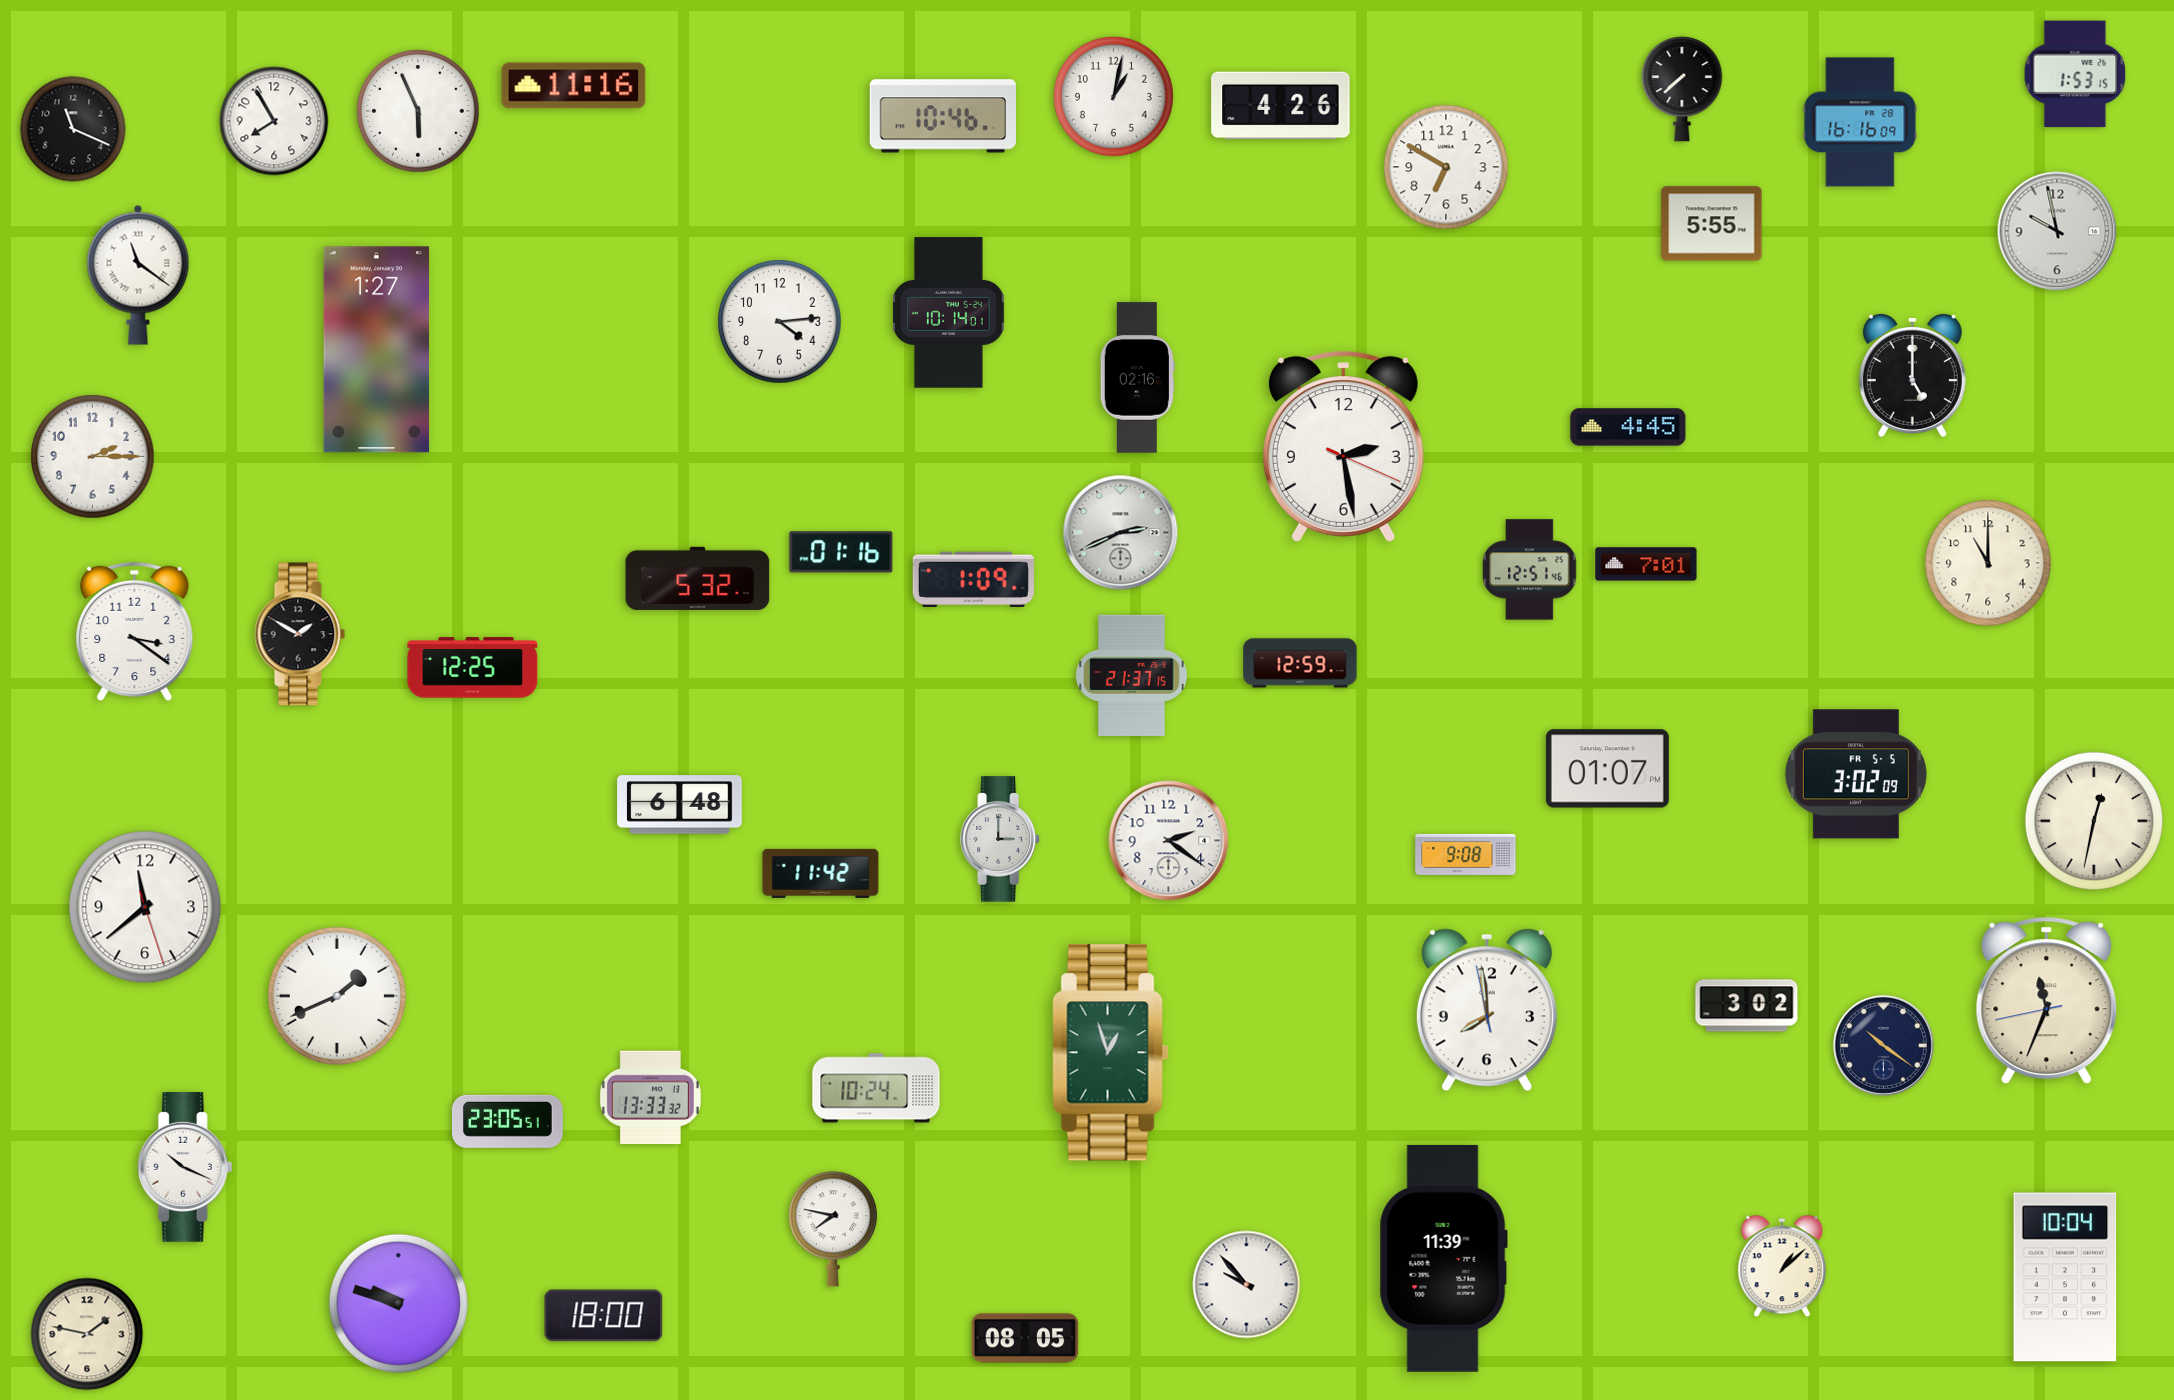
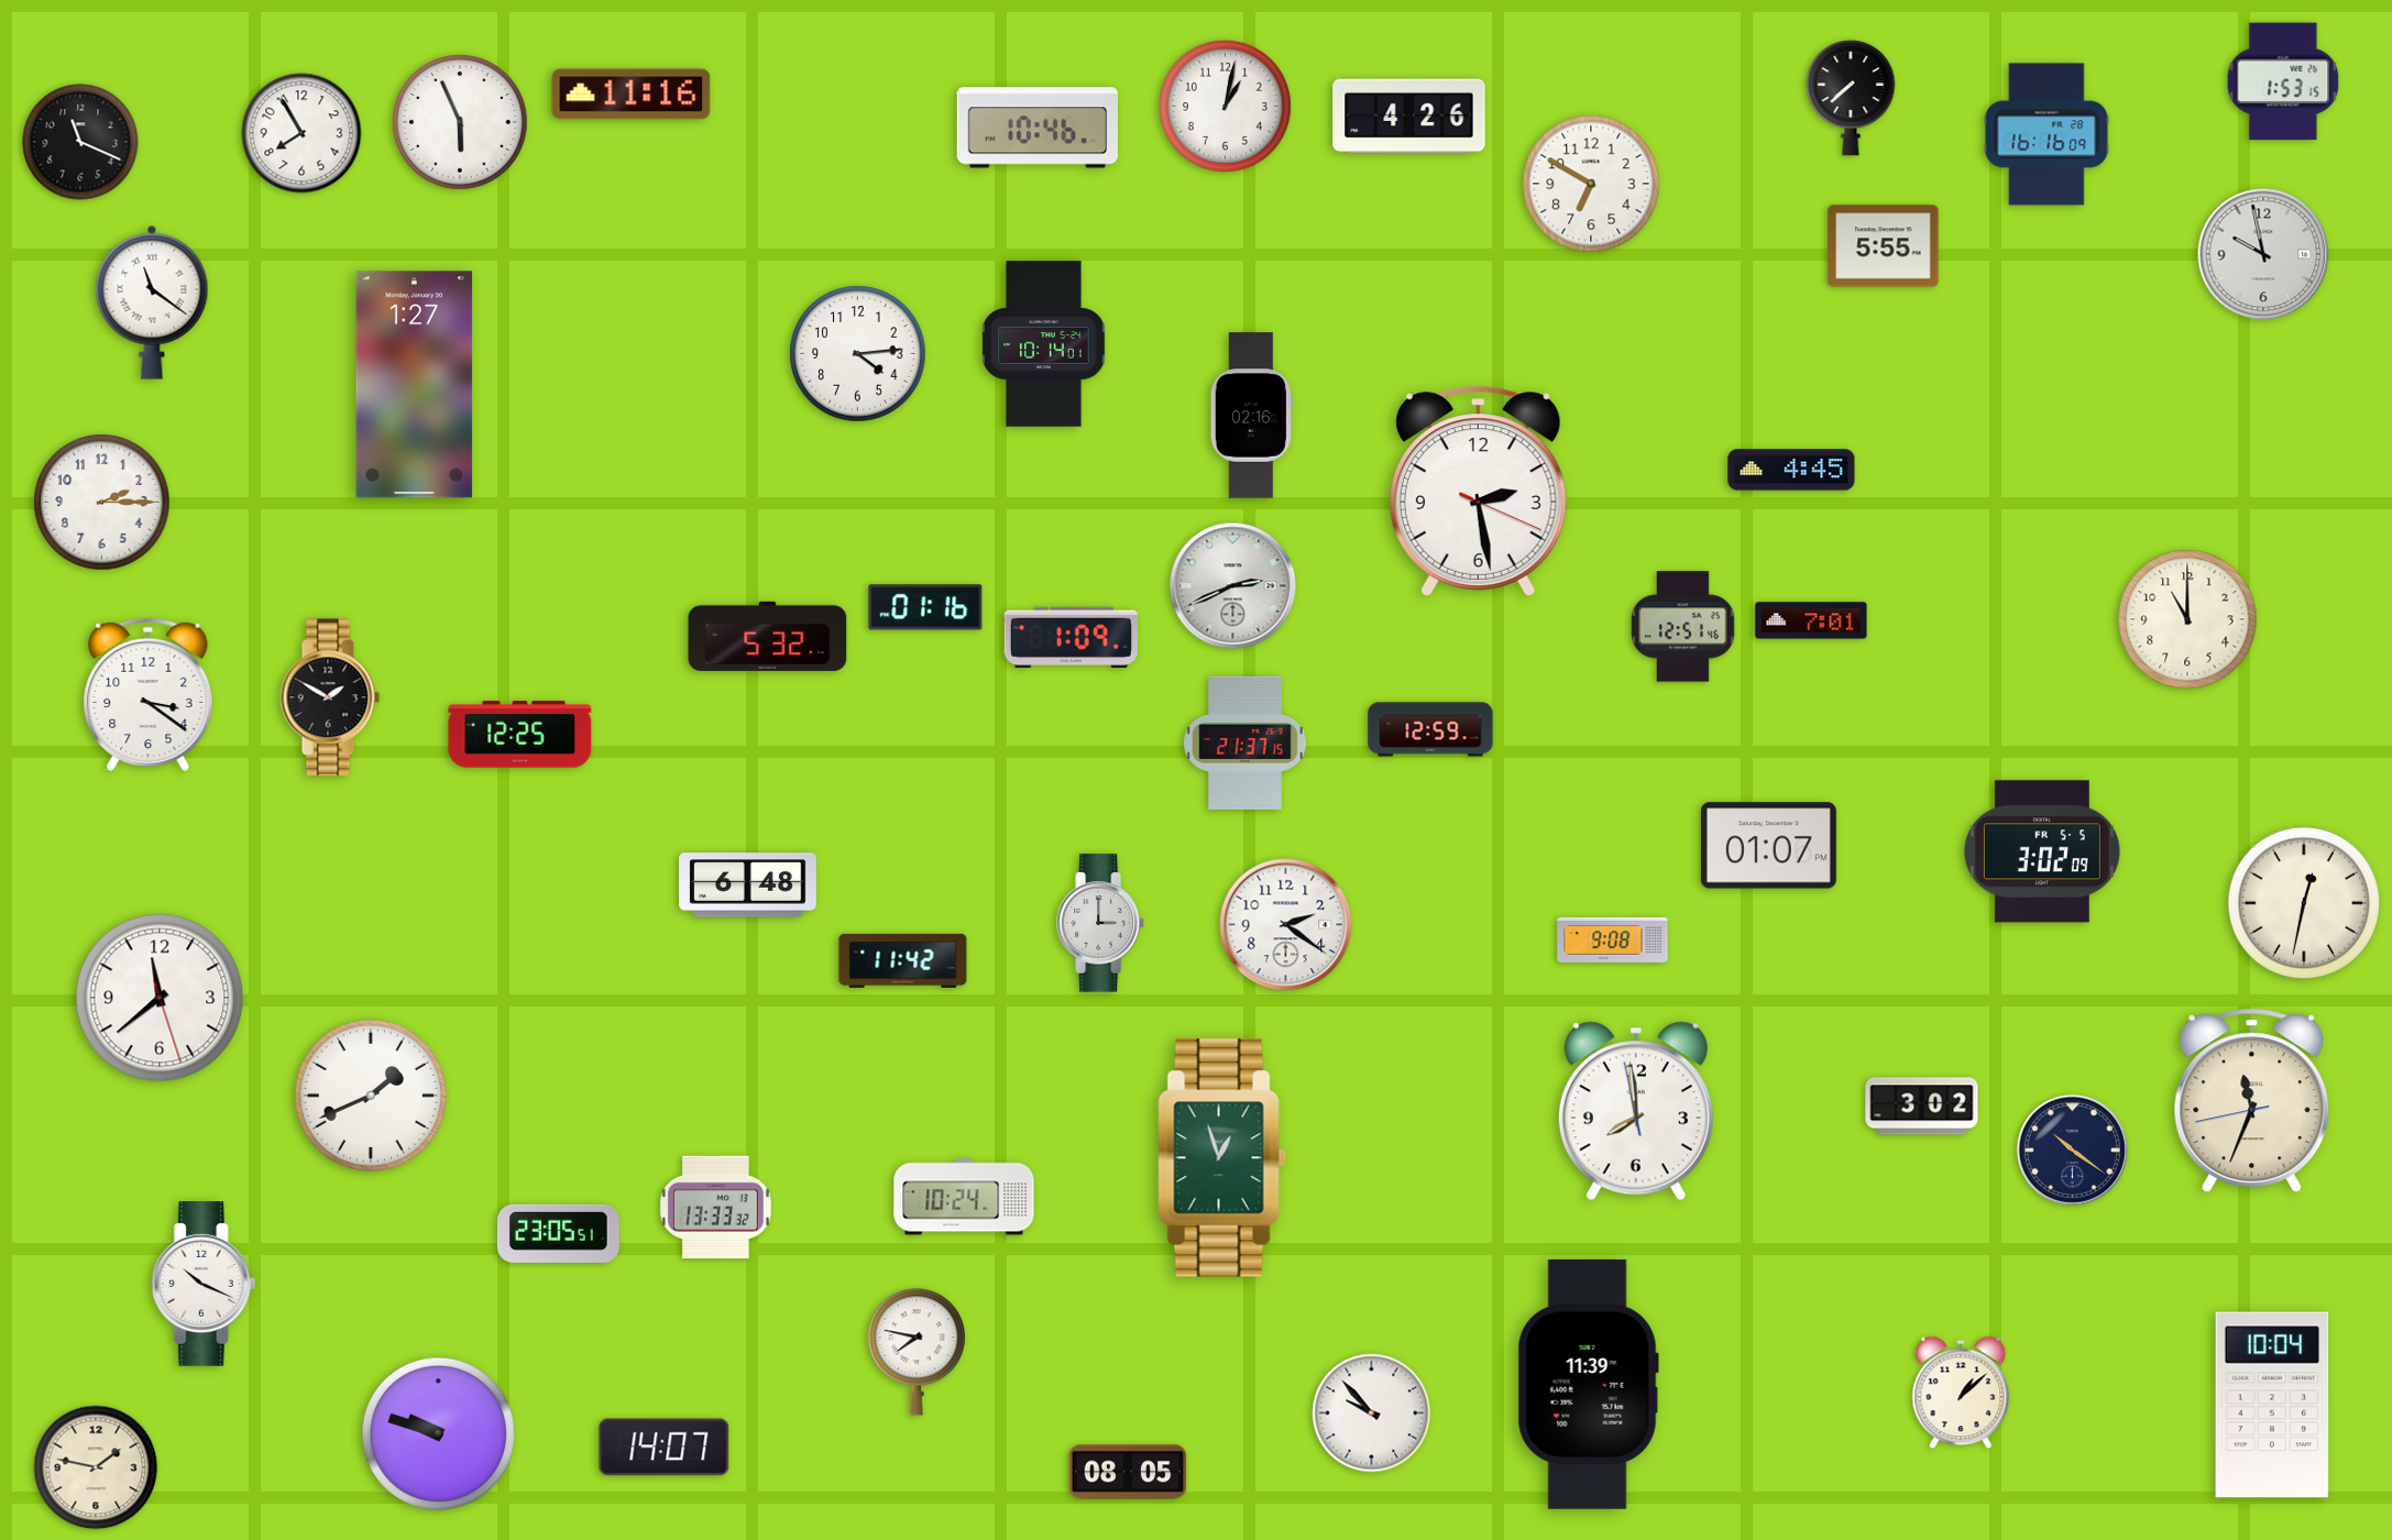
clock at (1912, 376): 5:00 -> none
clock at (604, 1316): 18:00 -> 14:07
